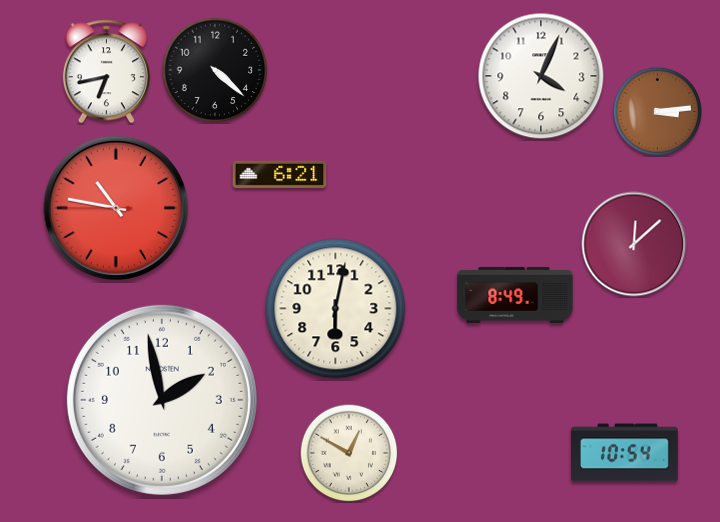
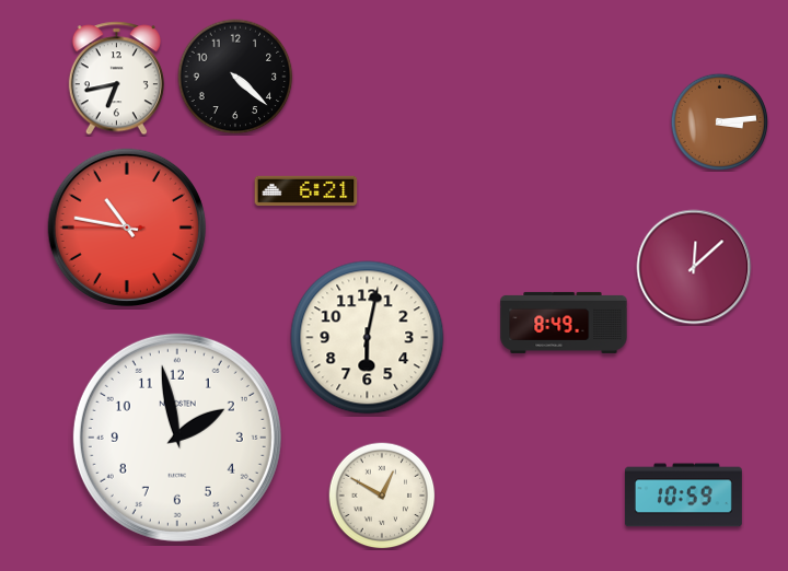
clock at (541, 76): 4:04 -> none
clock at (625, 453): 10:54 -> 10:59
